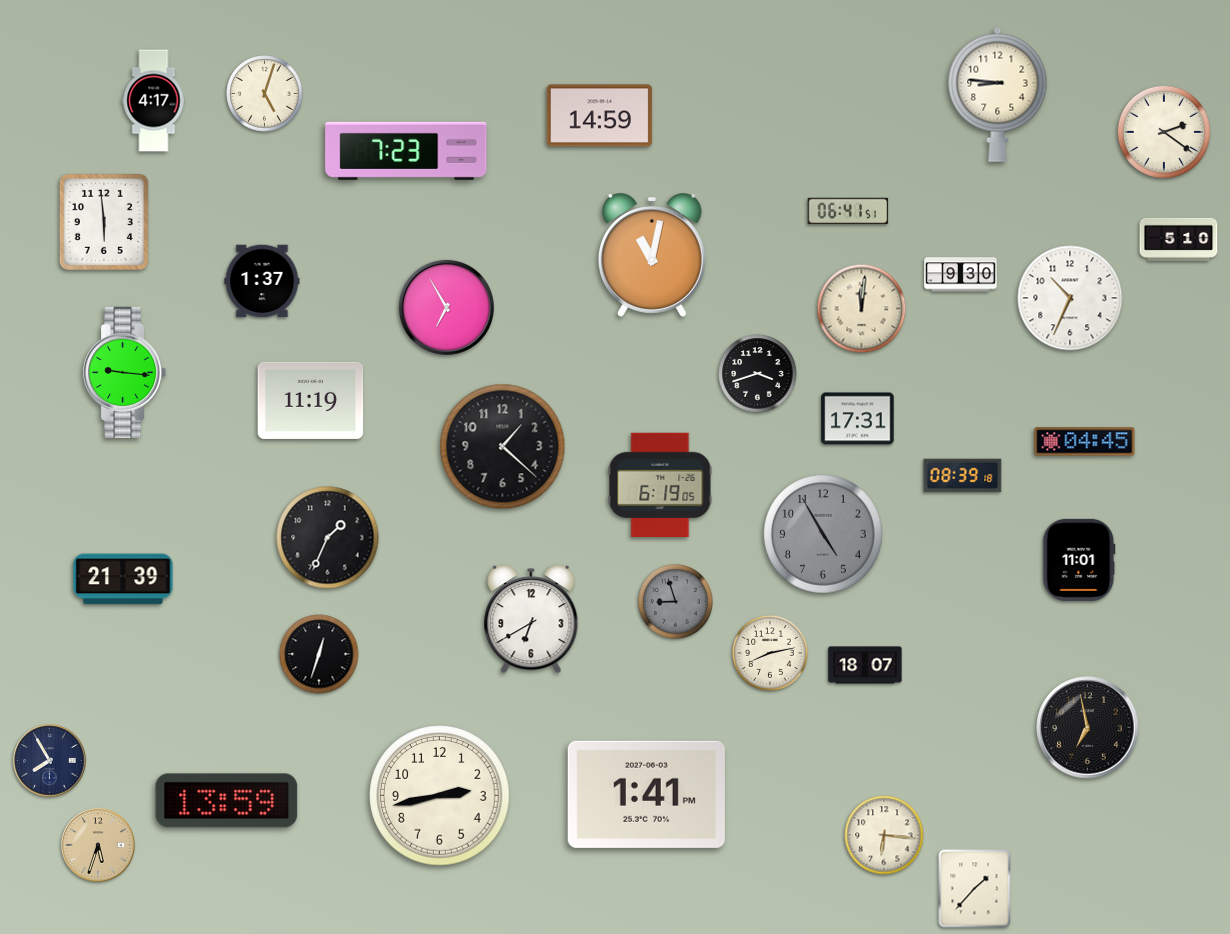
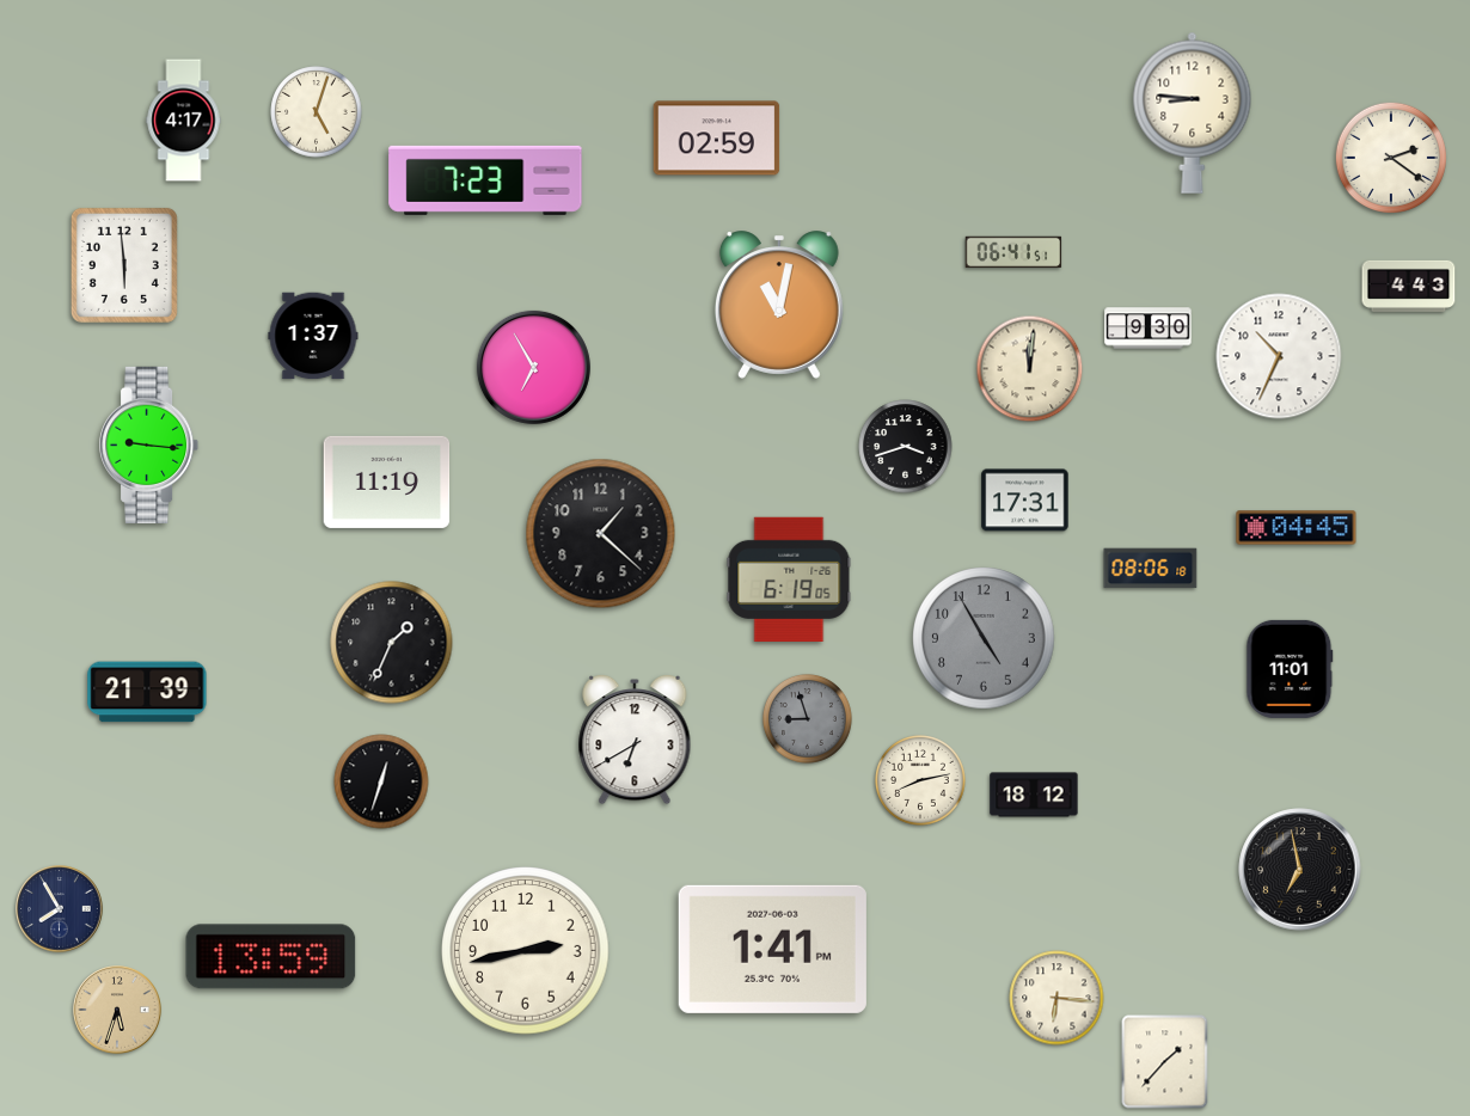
clock at (600, 116): 14:59 -> 02:59
clock at (1179, 239): 5:10 -> 4:43
clock at (311, 400) position: (311, 400) -> (387, 482)
clock at (963, 476): 08:39 -> 08:06
clock at (865, 665): 18:07 -> 18:12
